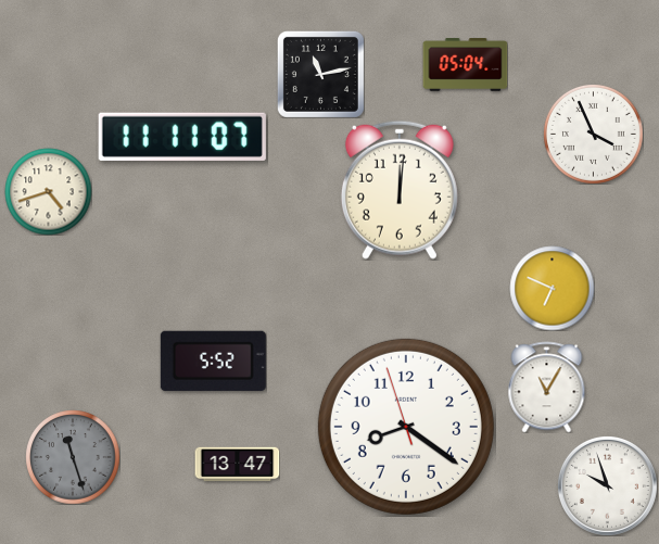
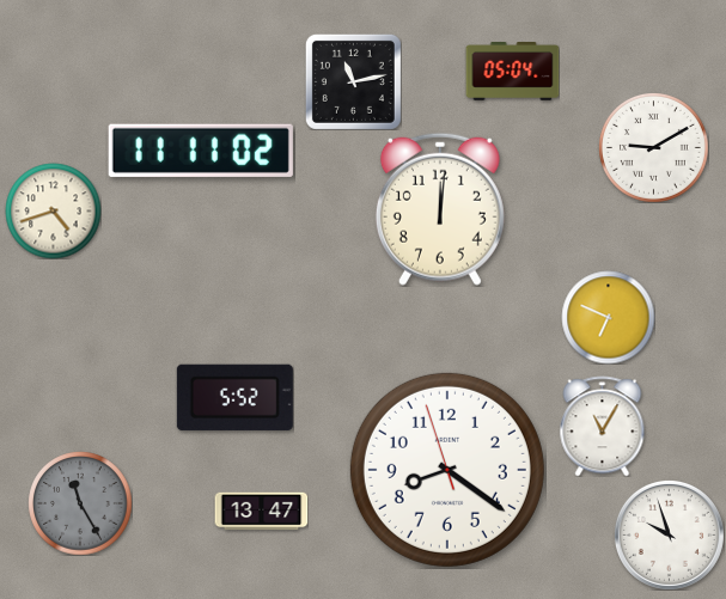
clock at (594, 135): 3:56 -> 9:10
clock at (182, 137): 11:11:07 -> 11:11:02
clock at (73, 457): 11:27 -> 11:25
